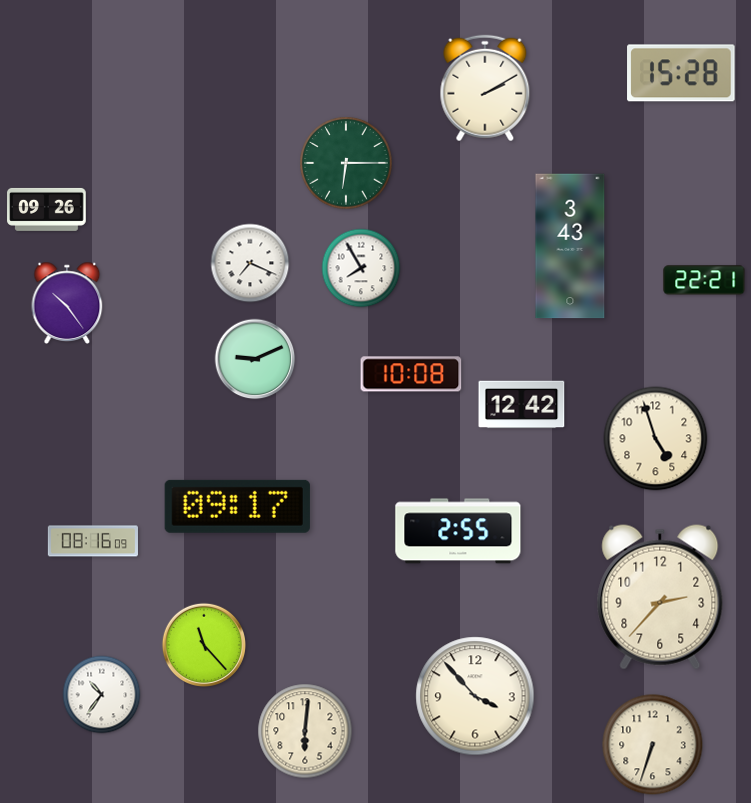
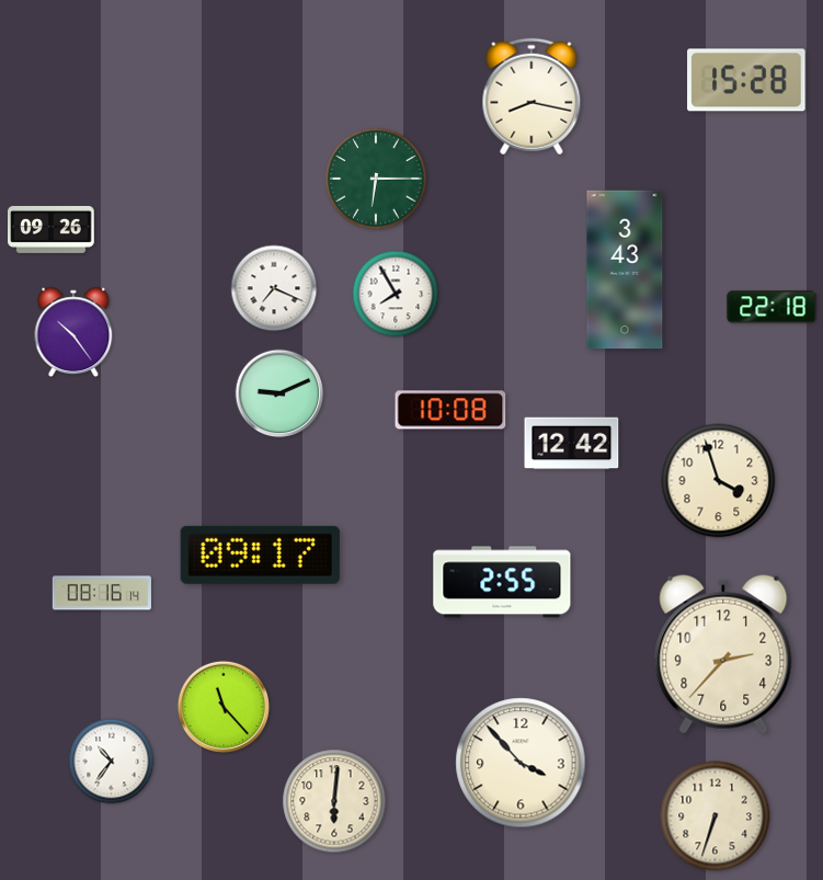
clock at (485, 88): 2:10 -> 8:17
clock at (346, 163) position: (346, 163) -> (376, 179)
clock at (704, 280): 22:21 -> 22:18
clock at (656, 439): 4:57 -> 3:57
clock at (93, 541): 08:16:09 -> 08:16:14
